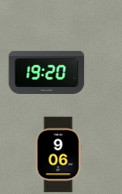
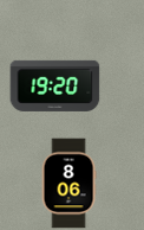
clock at (58, 155): 9:06 -> 8:06
